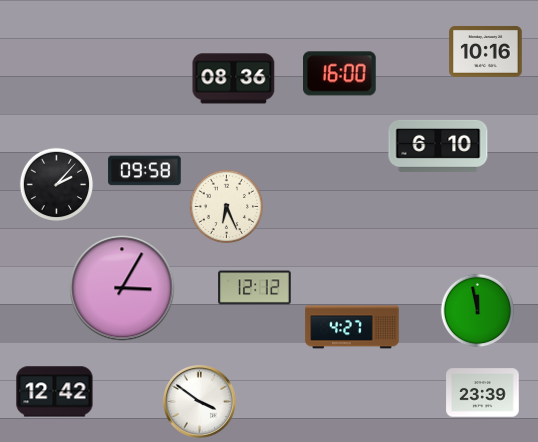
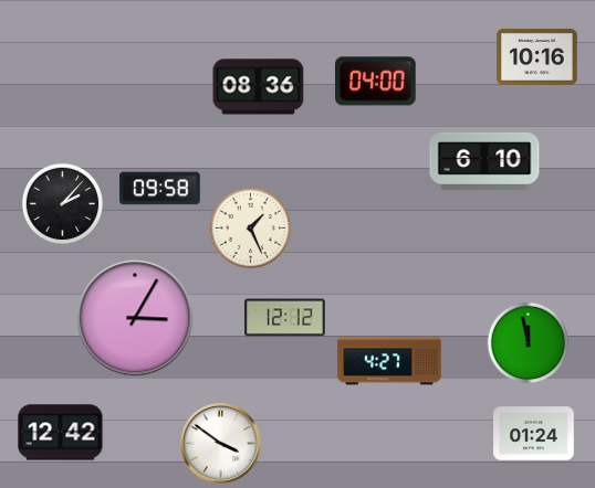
clock at (340, 74): 16:00 -> 04:00
clock at (227, 207): 6:26 -> 1:26
clock at (255, 288) position: (255, 288) -> (285, 318)
clock at (483, 393): 23:39 -> 01:24
